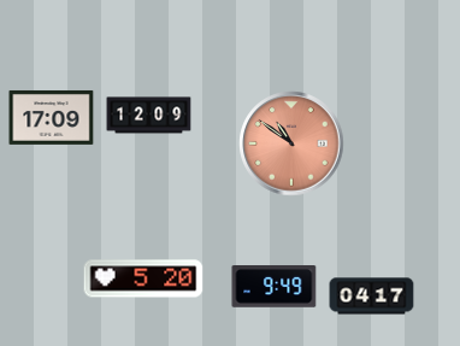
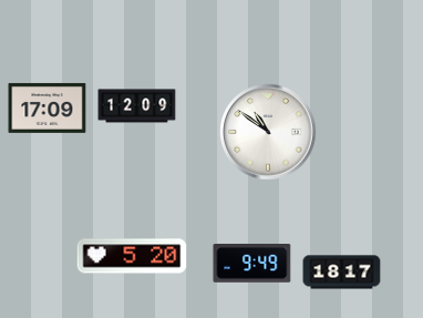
clock at (291, 143) dial: salmon -> white
clock at (372, 297): 04:17 -> 18:17
